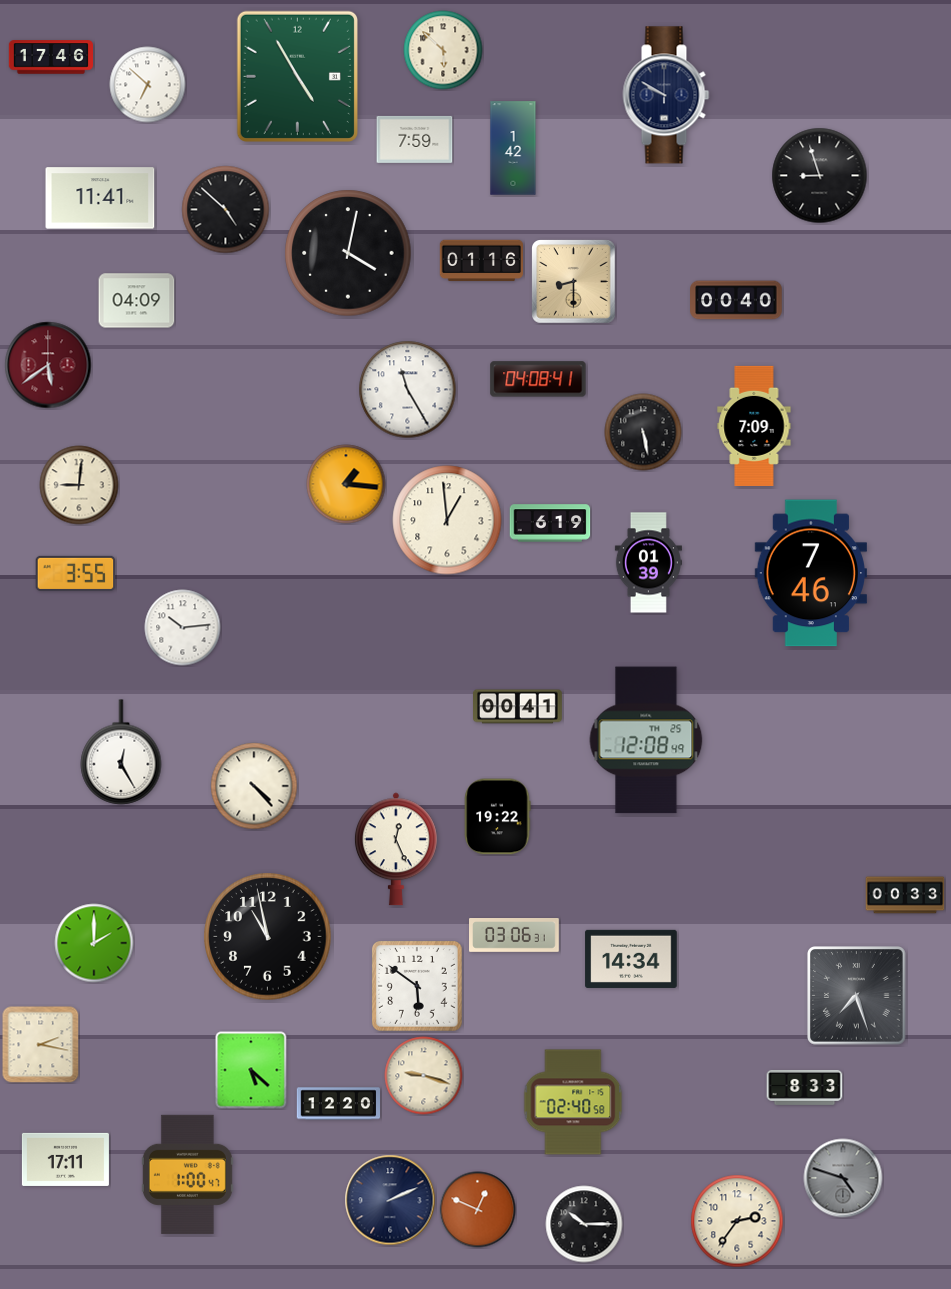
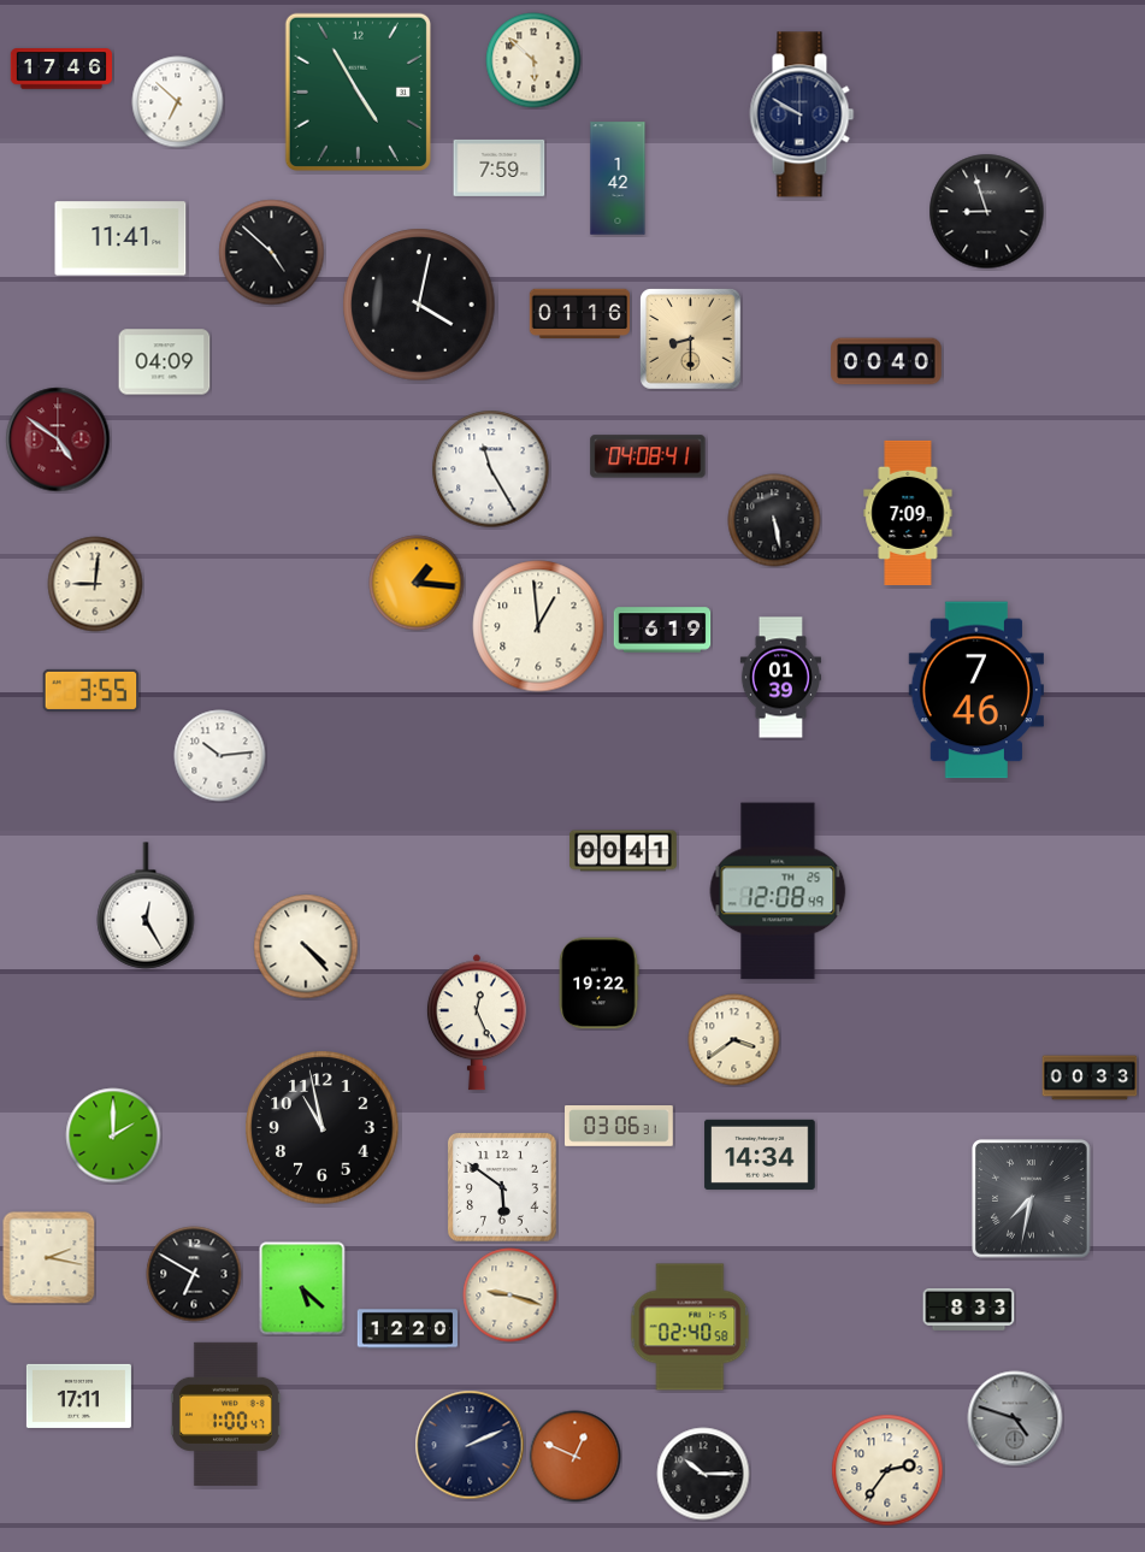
clock at (48, 365): 5:39 -> 4:51
clock at (734, 1040): none -> 3:39
clock at (857, 996): 7:27 -> 7:32
clock at (194, 1274): none -> 6:50
